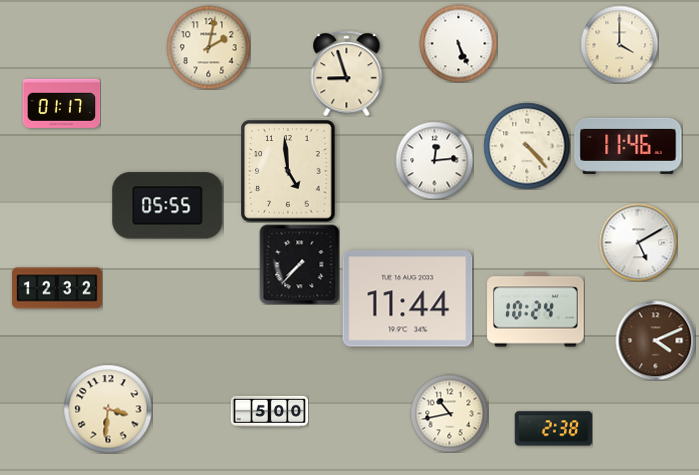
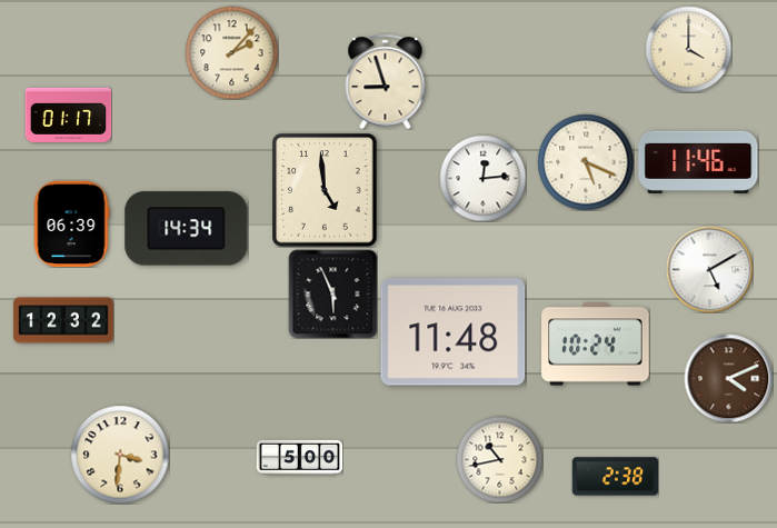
clock at (458, 43): 5:26 -> none
clock at (208, 47): 2:02 -> 2:07
clock at (527, 146): 4:23 -> 5:19
clock at (288, 171) position: (288, 171) -> (325, 190)
clock at (71, 223): none -> 06:39
clock at (168, 206): 05:55 -> 14:34
clock at (299, 264): 7:37 -> 5:56
clock at (408, 299): 11:44 -> 11:48
